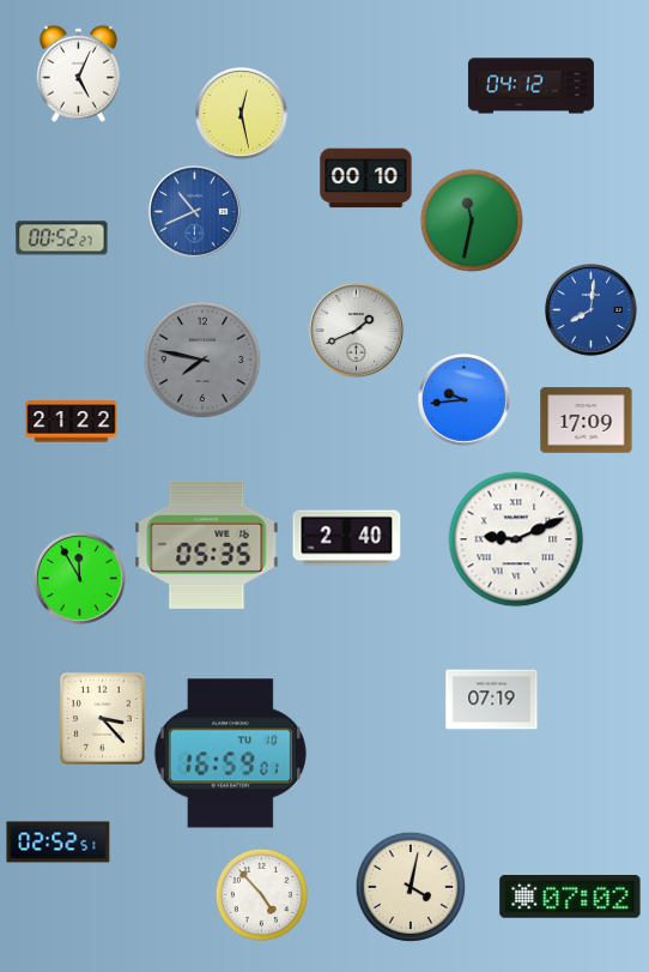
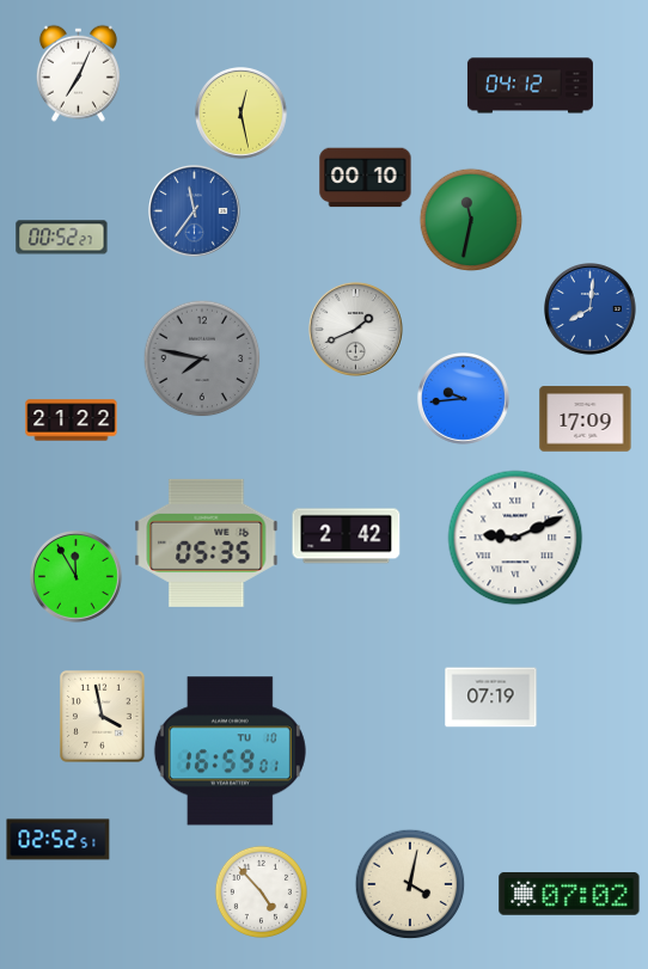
clock at (78, 73): 5:04 -> 7:04
clock at (195, 212): 10:41 -> 11:36
clock at (347, 538): 2:40 -> 2:42
clock at (80, 579) position: (80, 579) -> (77, 577)
clock at (103, 719): 3:23 -> 3:58
